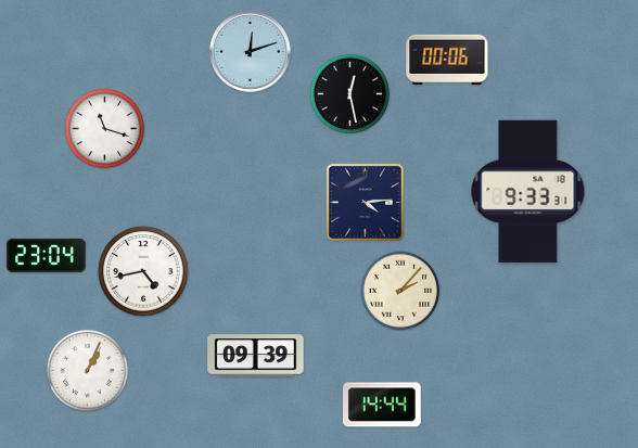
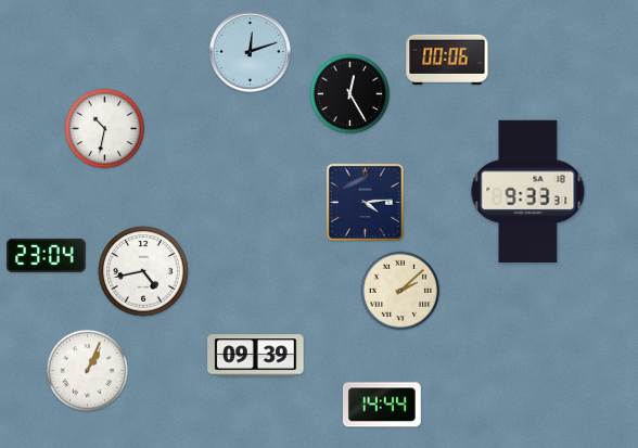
clock at (350, 94): 12:28 -> 12:25
clock at (105, 129): 11:18 -> 10:32
clock at (400, 291): 2:07 -> 2:08
